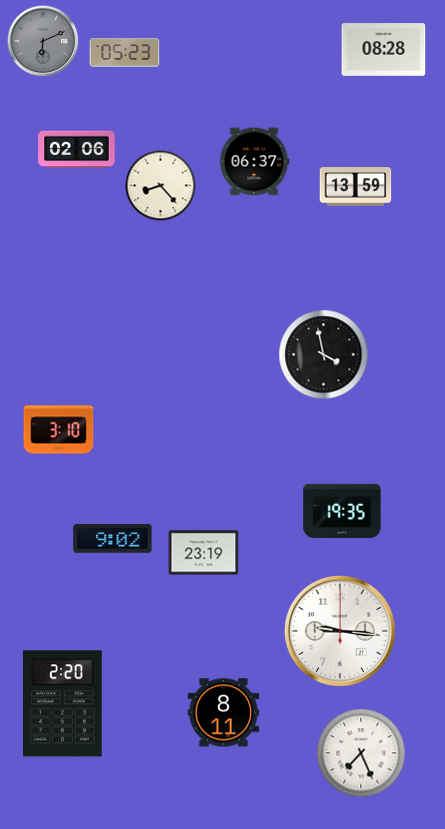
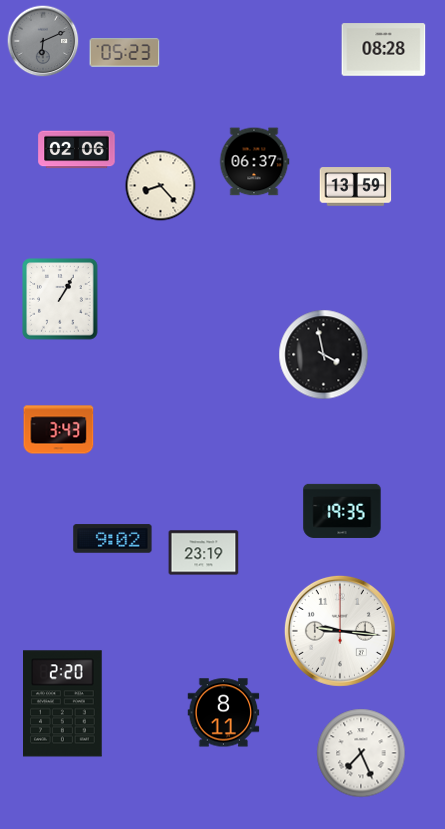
clock at (60, 299): none -> 1:05
clock at (59, 430): 3:10 -> 3:43
